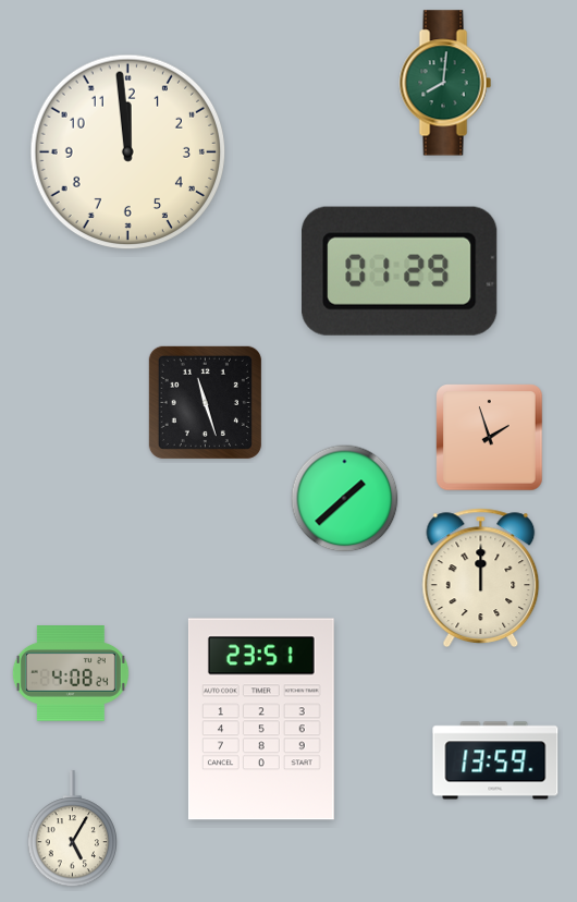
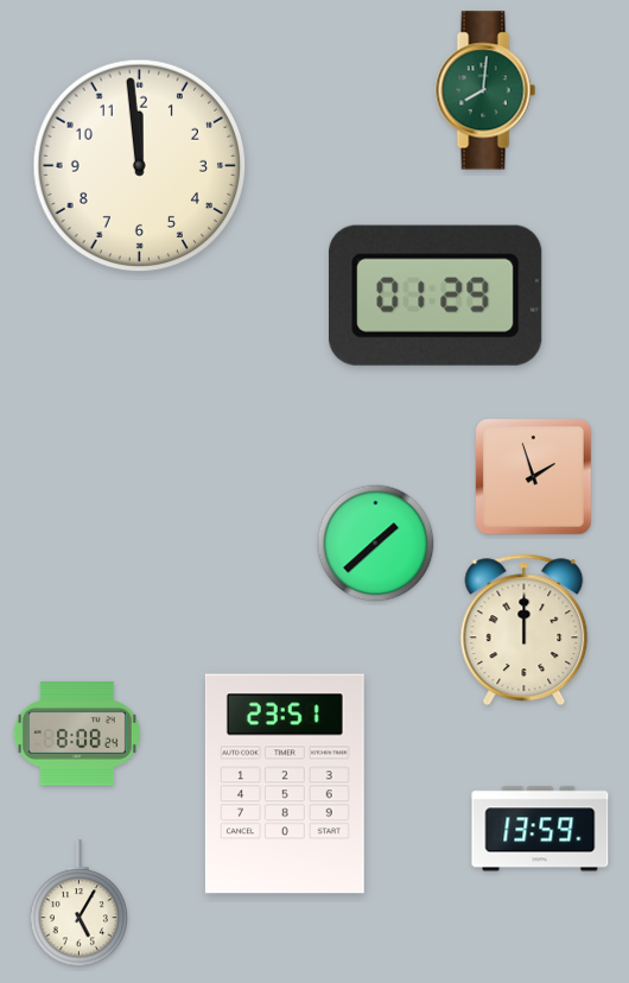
clock at (205, 402): 11:27 -> none
clock at (71, 673): 4:08 -> 8:08
